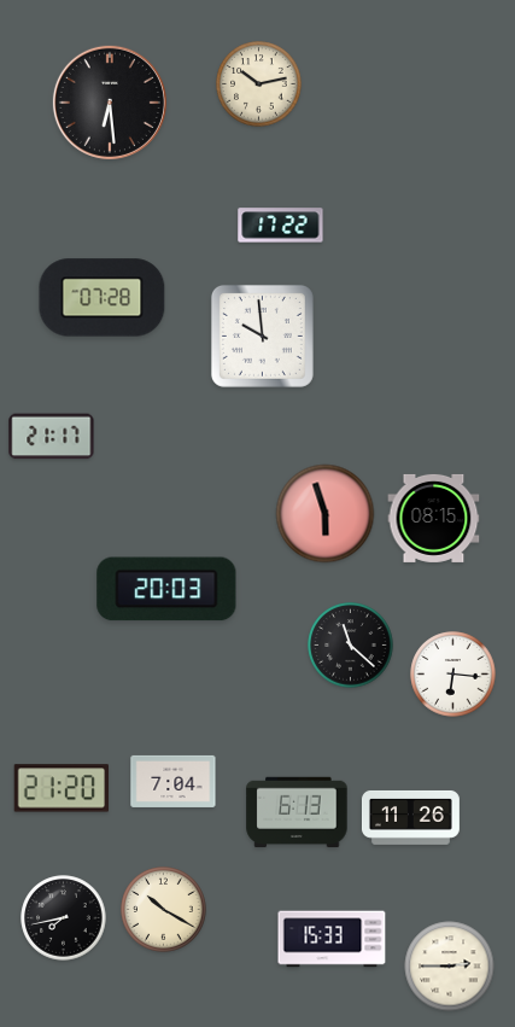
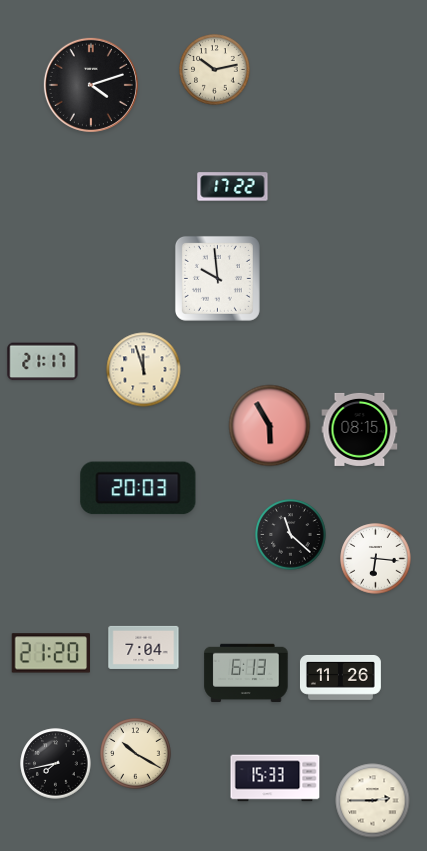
clock at (110, 103): 6:29 -> 4:12
clock at (103, 298): 07:28 -> none
clock at (144, 370): none -> 11:57
clock at (326, 514): 5:57 -> 5:55
clock at (64, 918) position: (64, 918) -> (56, 764)
